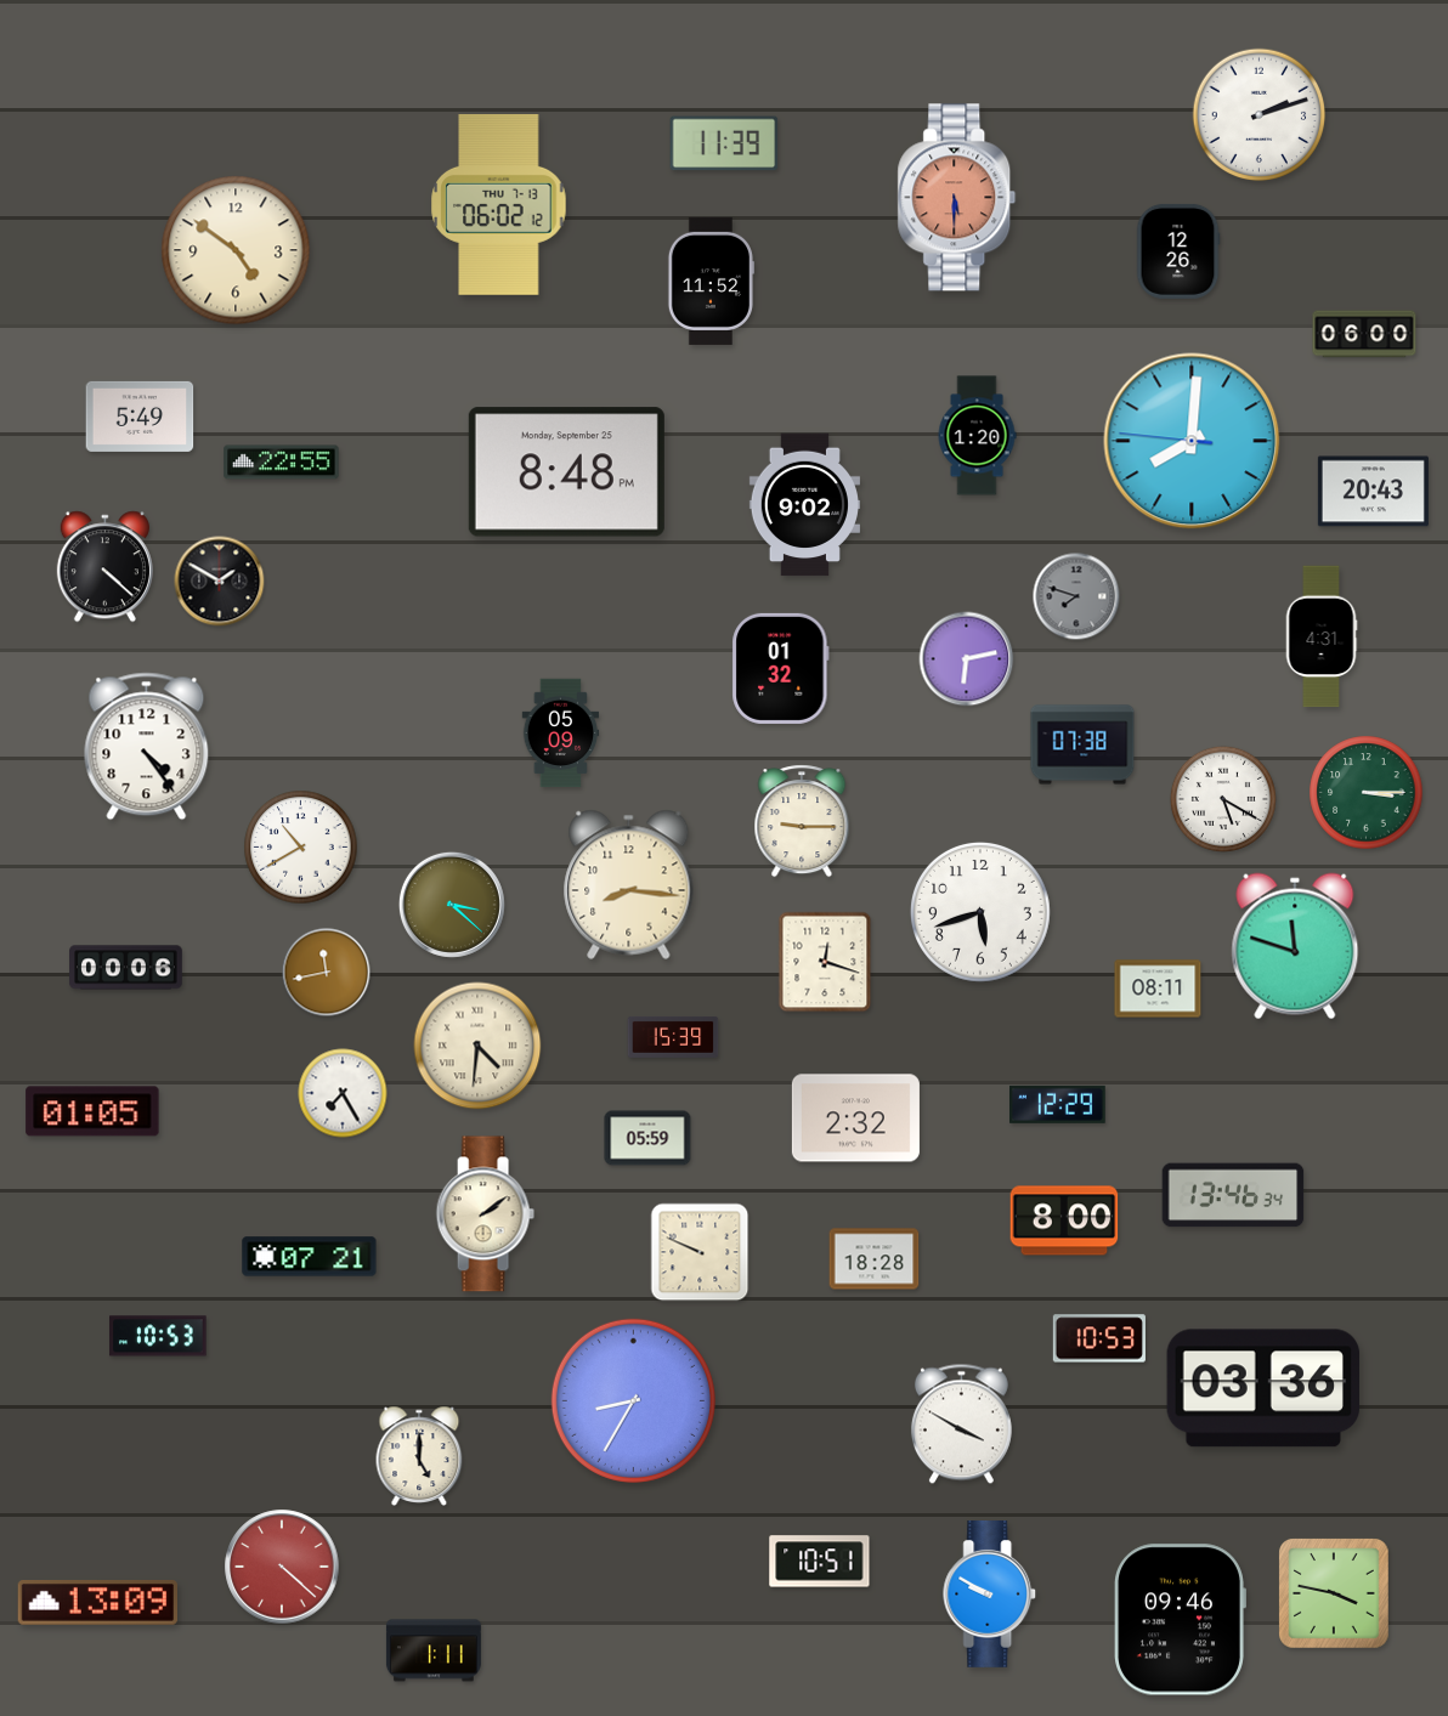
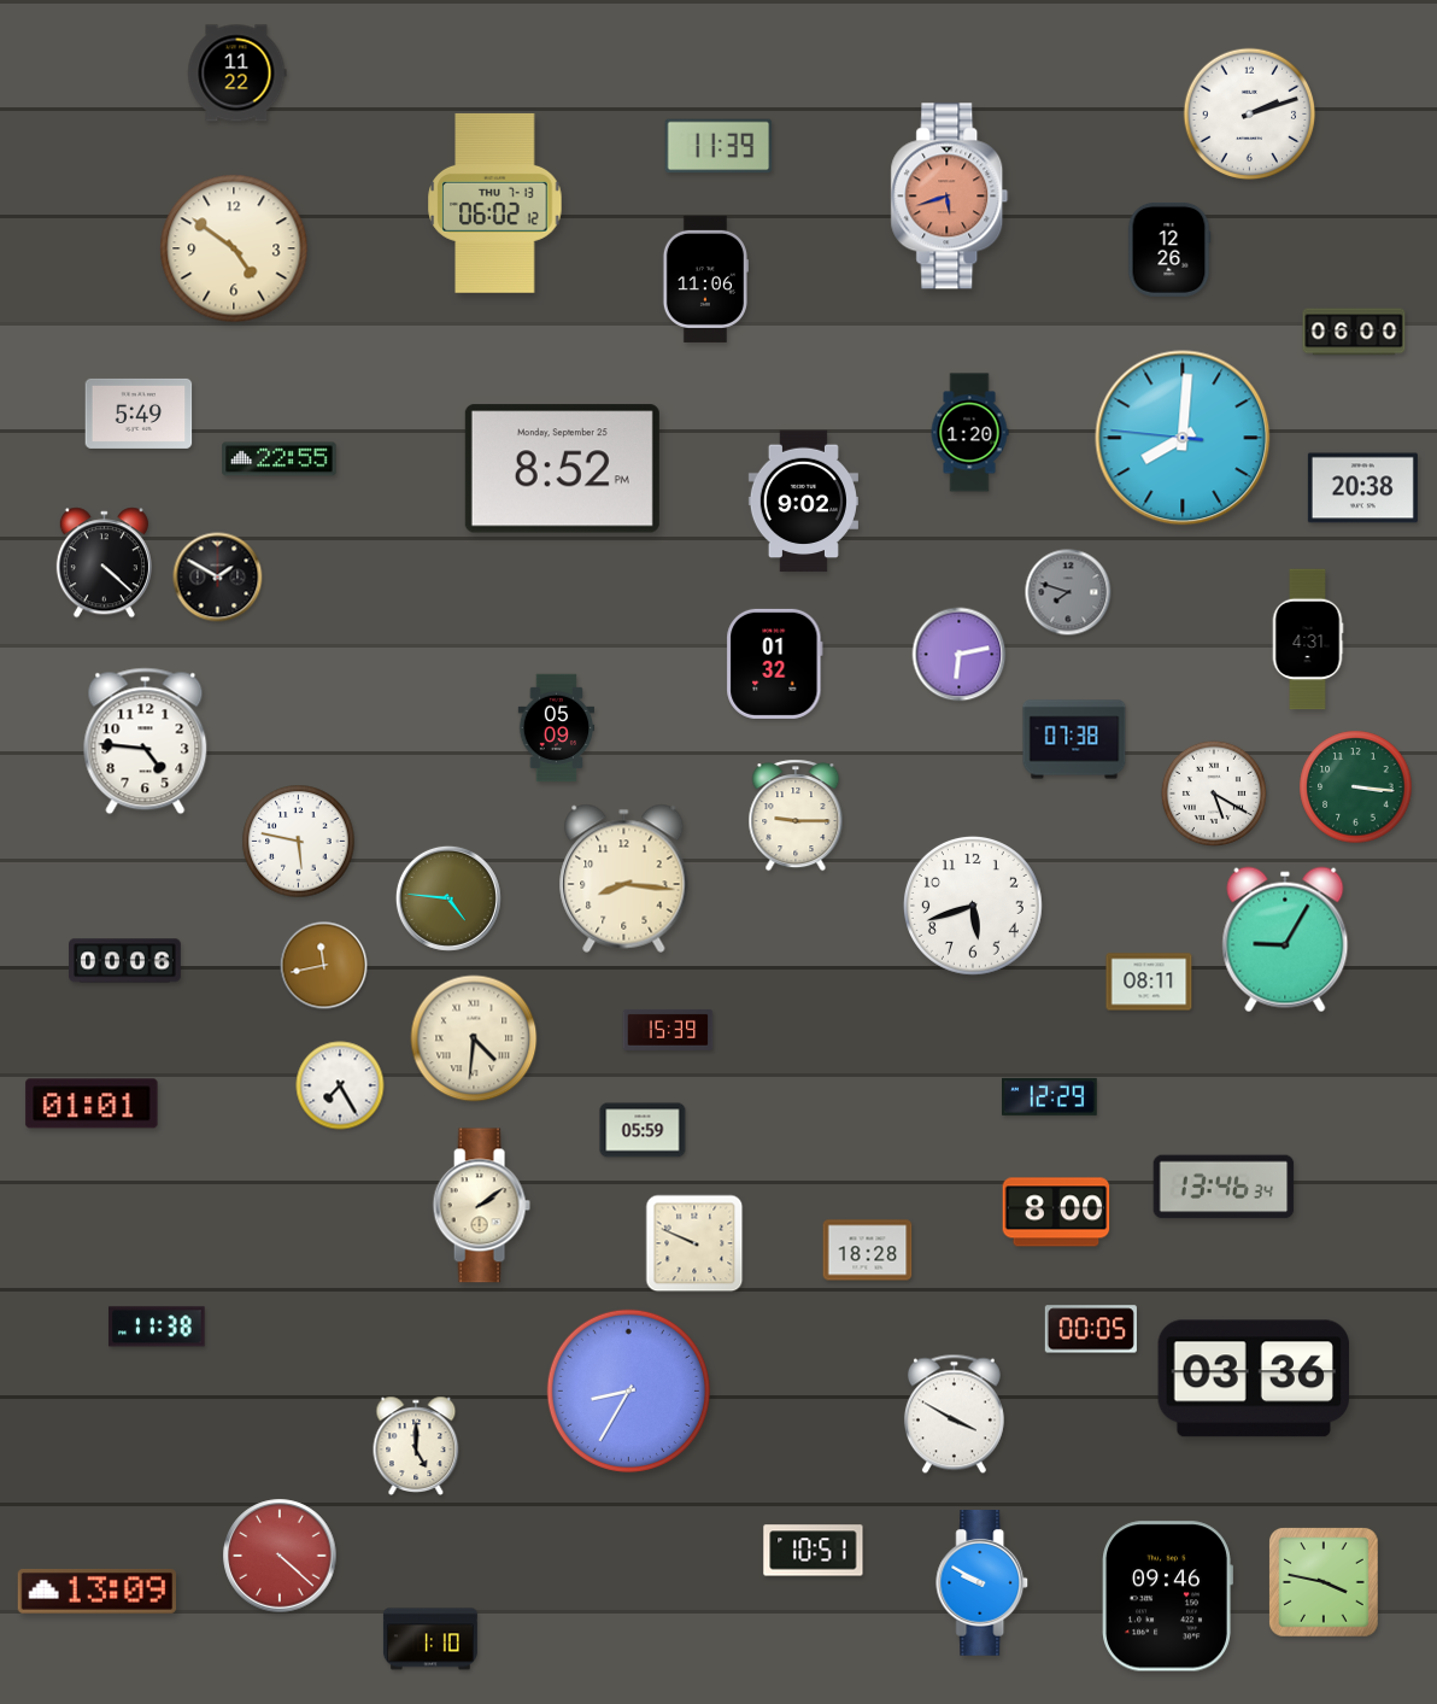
clock at (237, 74): none -> 11:22
clock at (724, 143) position: (724, 143) -> (719, 146)
clock at (957, 198): 5:30 -> 5:42
clock at (711, 281): 11:52 -> 11:06
clock at (566, 472): 8:48 -> 8:52
clock at (1373, 492): 20:43 -> 20:38
clock at (804, 505) position: (804, 505) -> (803, 502)
clock at (1322, 636) position: (1322, 636) -> (1308, 639)
clock at (147, 747): 4:24 -> 4:46
clock at (1367, 793): 3:15 -> 3:16
clock at (301, 848): 10:40 -> 5:47
clock at (452, 905): 3:22 -> 4:46
clock at (1295, 946): 11:48 -> 9:05
clock at (825, 962): 12:18 -> none
clock at (92, 1111): 01:05 -> 01:01
clock at (855, 1118): 2:32 -> none
clock at (310, 1257): 07:21 -> none
clock at (158, 1336): 10:53 -> 11:38
clock at (1099, 1338): 10:53 -> 00:05
clock at (1180, 1620) position: (1180, 1620) -> (1167, 1597)
clock at (434, 1650): 1:11 -> 1:10
